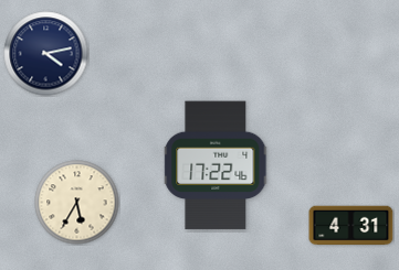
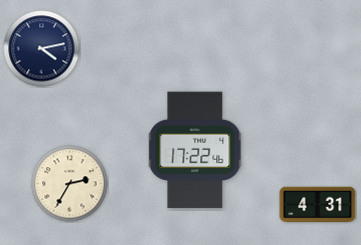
clock at (77, 203): 5:35 -> 2:35
